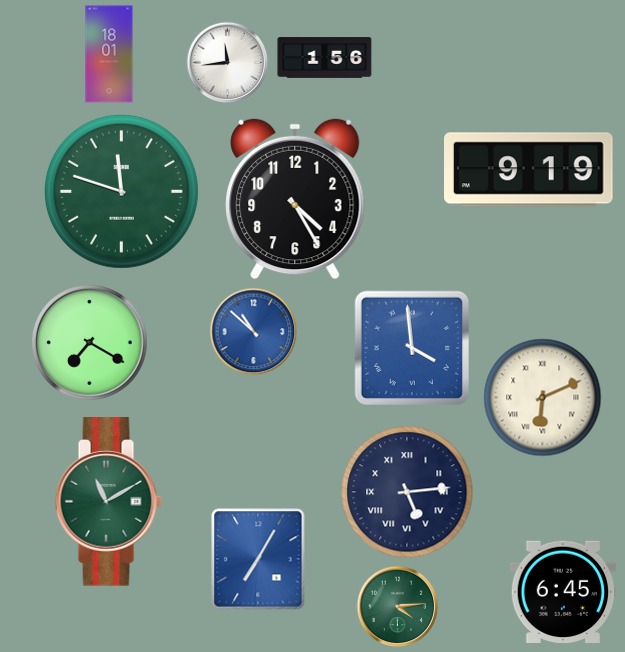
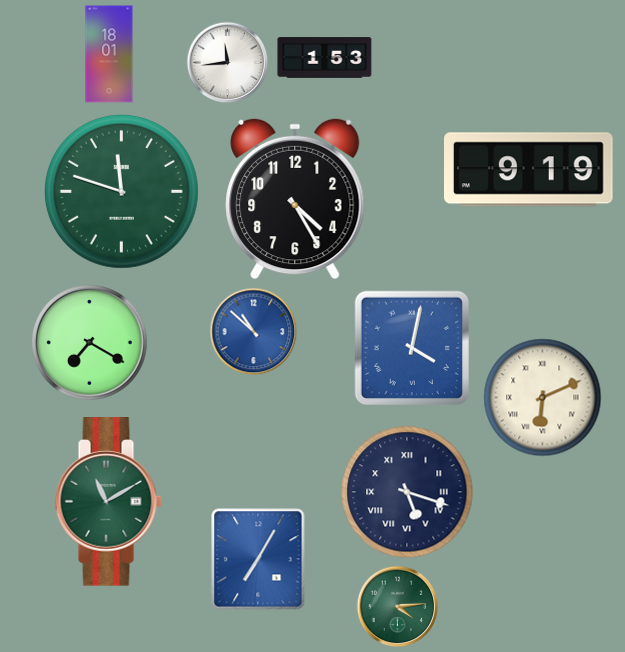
clock at (325, 58): 1:56 -> 1:53
clock at (411, 347): 3:59 -> 4:02
clock at (407, 492): 5:14 -> 5:18
clock at (563, 591): 6:45 -> none
